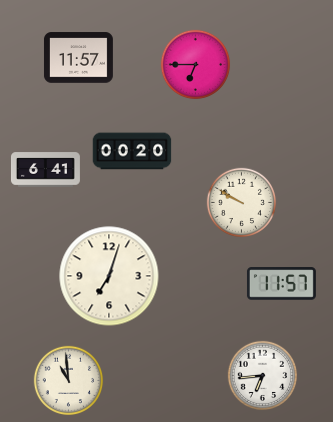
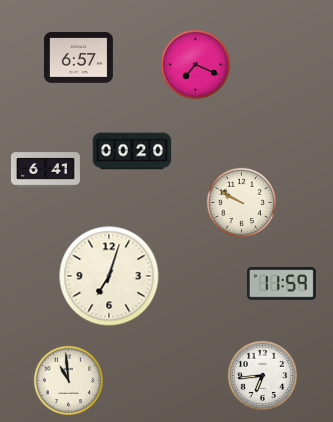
clock at (78, 58): 11:57 -> 6:57
clock at (196, 65): 6:45 -> 7:19
clock at (281, 284): 11:57 -> 11:59
